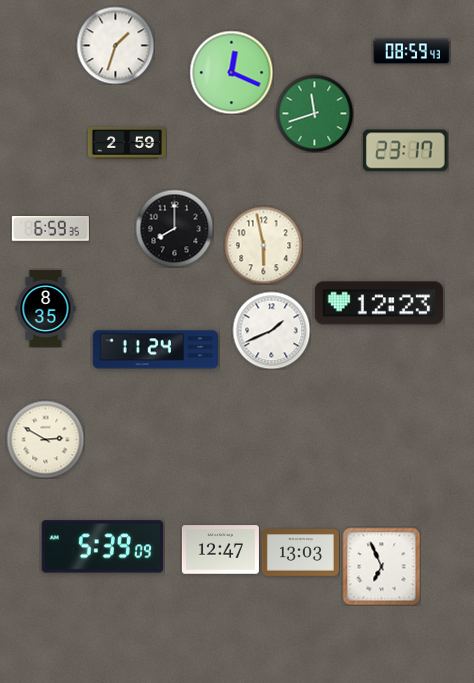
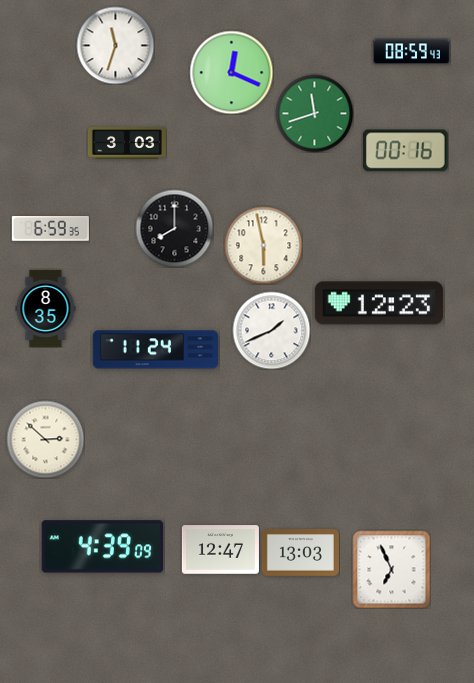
clock at (115, 45): 1:33 -> 11:33
clock at (127, 143): 2:59 -> 3:03
clock at (405, 151): 23:17 -> 00:16
clock at (45, 439): 2:50 -> 2:52
clock at (103, 547): 5:39 -> 4:39
clock at (381, 566) position: (381, 566) -> (391, 569)
